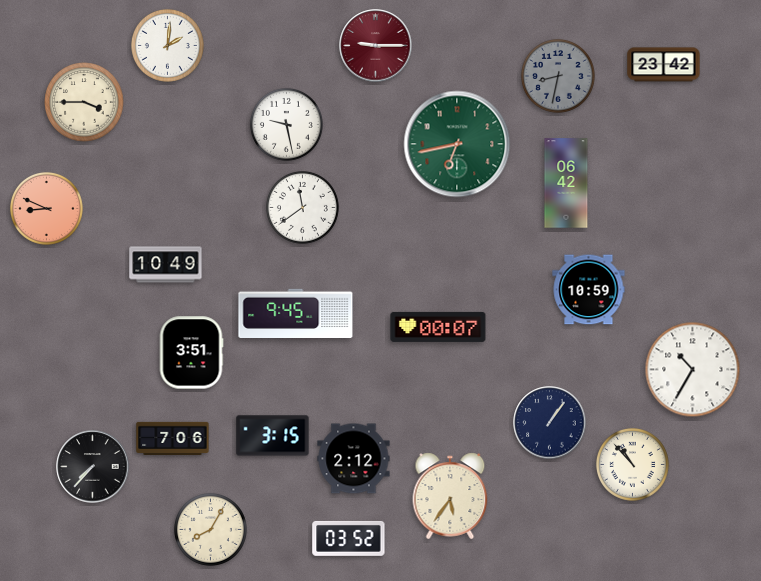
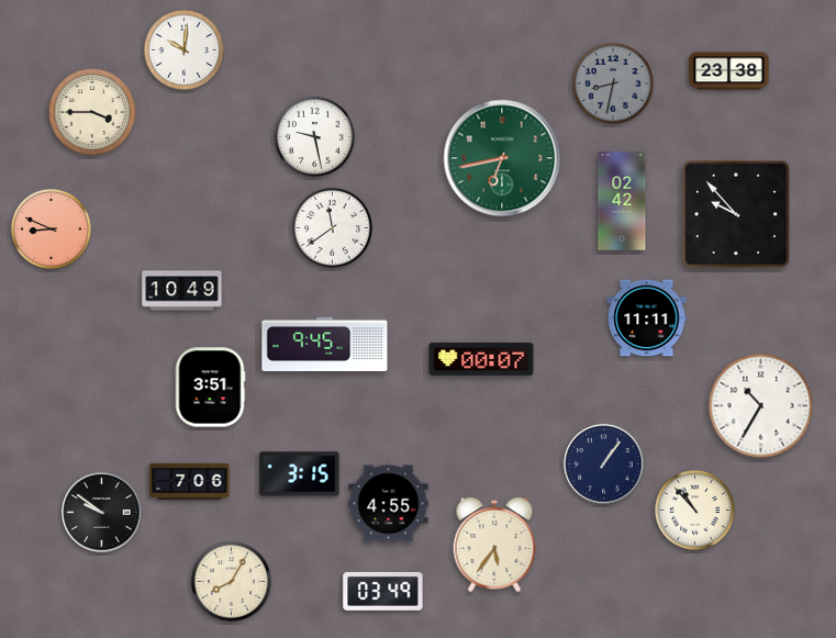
clock at (167, 45): 2:01 -> 10:01
clock at (376, 46): 9:15 -> none
clock at (664, 65): 23:42 -> 23:38
clock at (566, 183): 06:42 -> 02:42
clock at (736, 214): none -> 9:53
clock at (589, 290): 10:59 -> 11:11
clock at (273, 436) position: (273, 436) -> (300, 474)
clock at (354, 459): 2:12 -> 4:55
clock at (93, 467): 7:37 -> 9:51
clock at (349, 538): 03:52 -> 03:49
